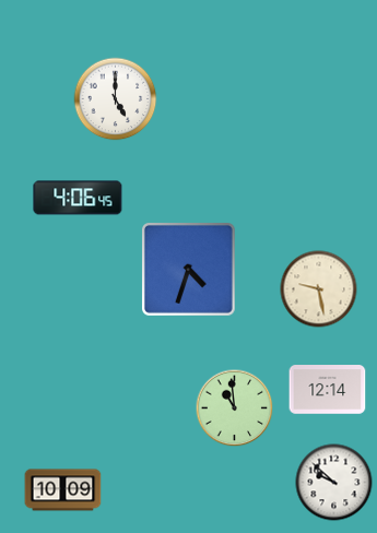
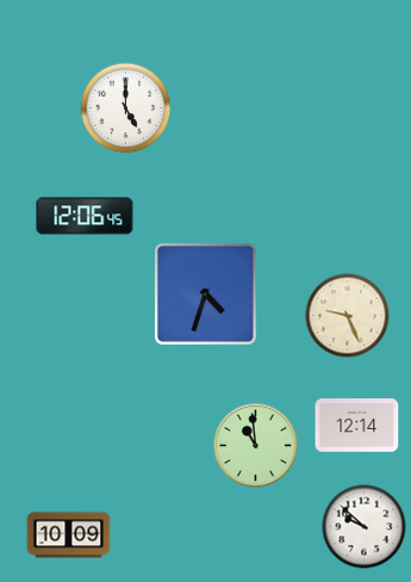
clock at (78, 198): 4:06 -> 12:06
clock at (319, 289): 9:28 -> 9:26
